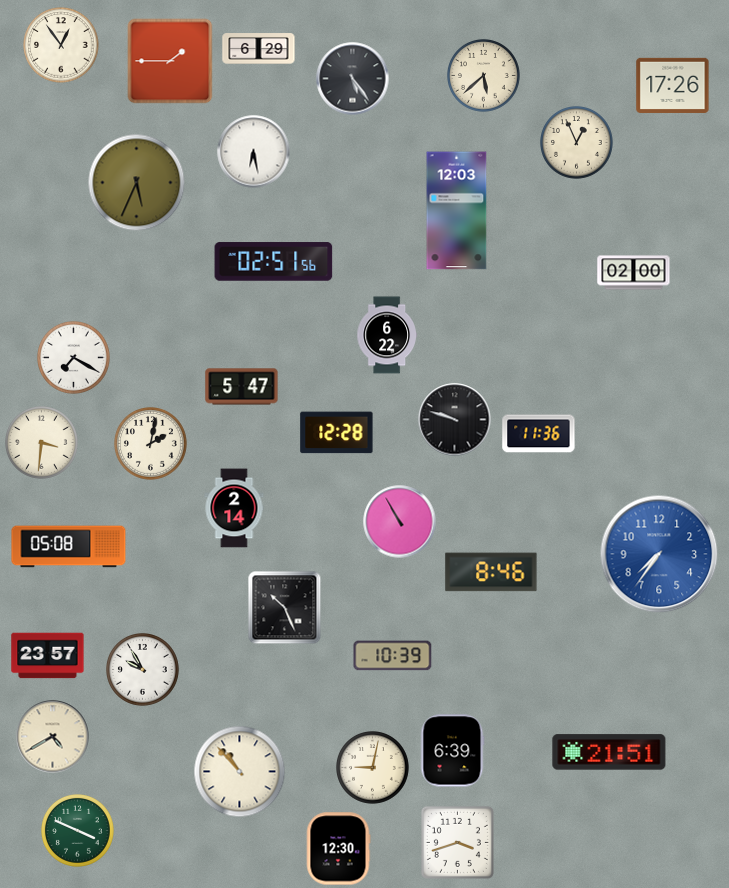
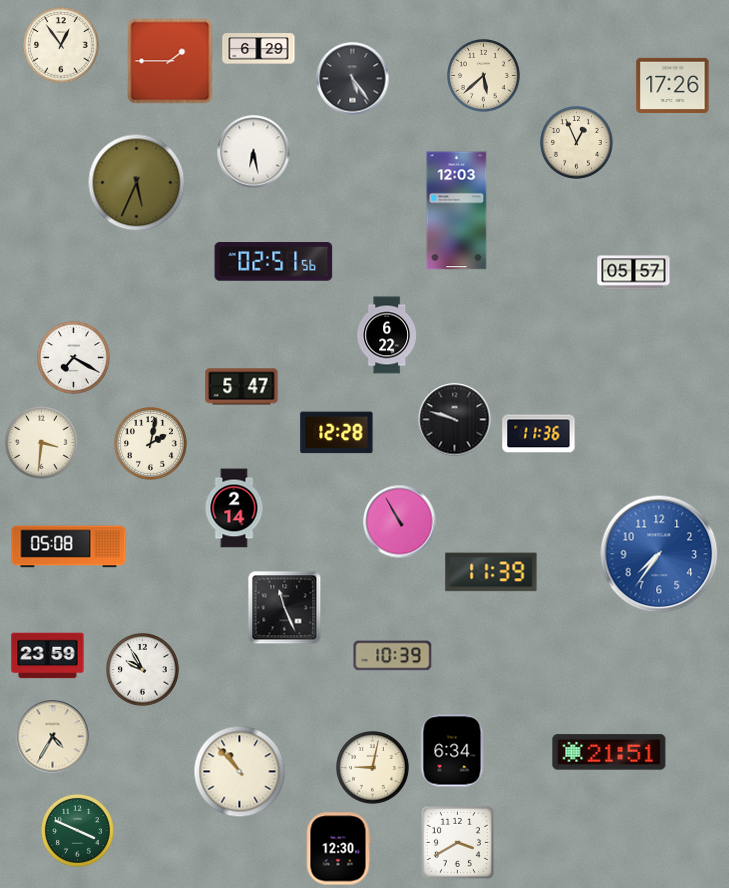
clock at (634, 273): 02:00 -> 05:57
clock at (491, 572): 8:46 -> 11:39
clock at (285, 608): 10:26 -> 11:26
clock at (48, 656): 23:57 -> 23:59
clock at (53, 737): 4:40 -> 4:35
clock at (453, 751): 6:39 -> 6:34
clock at (457, 842): 3:42 -> 3:40
